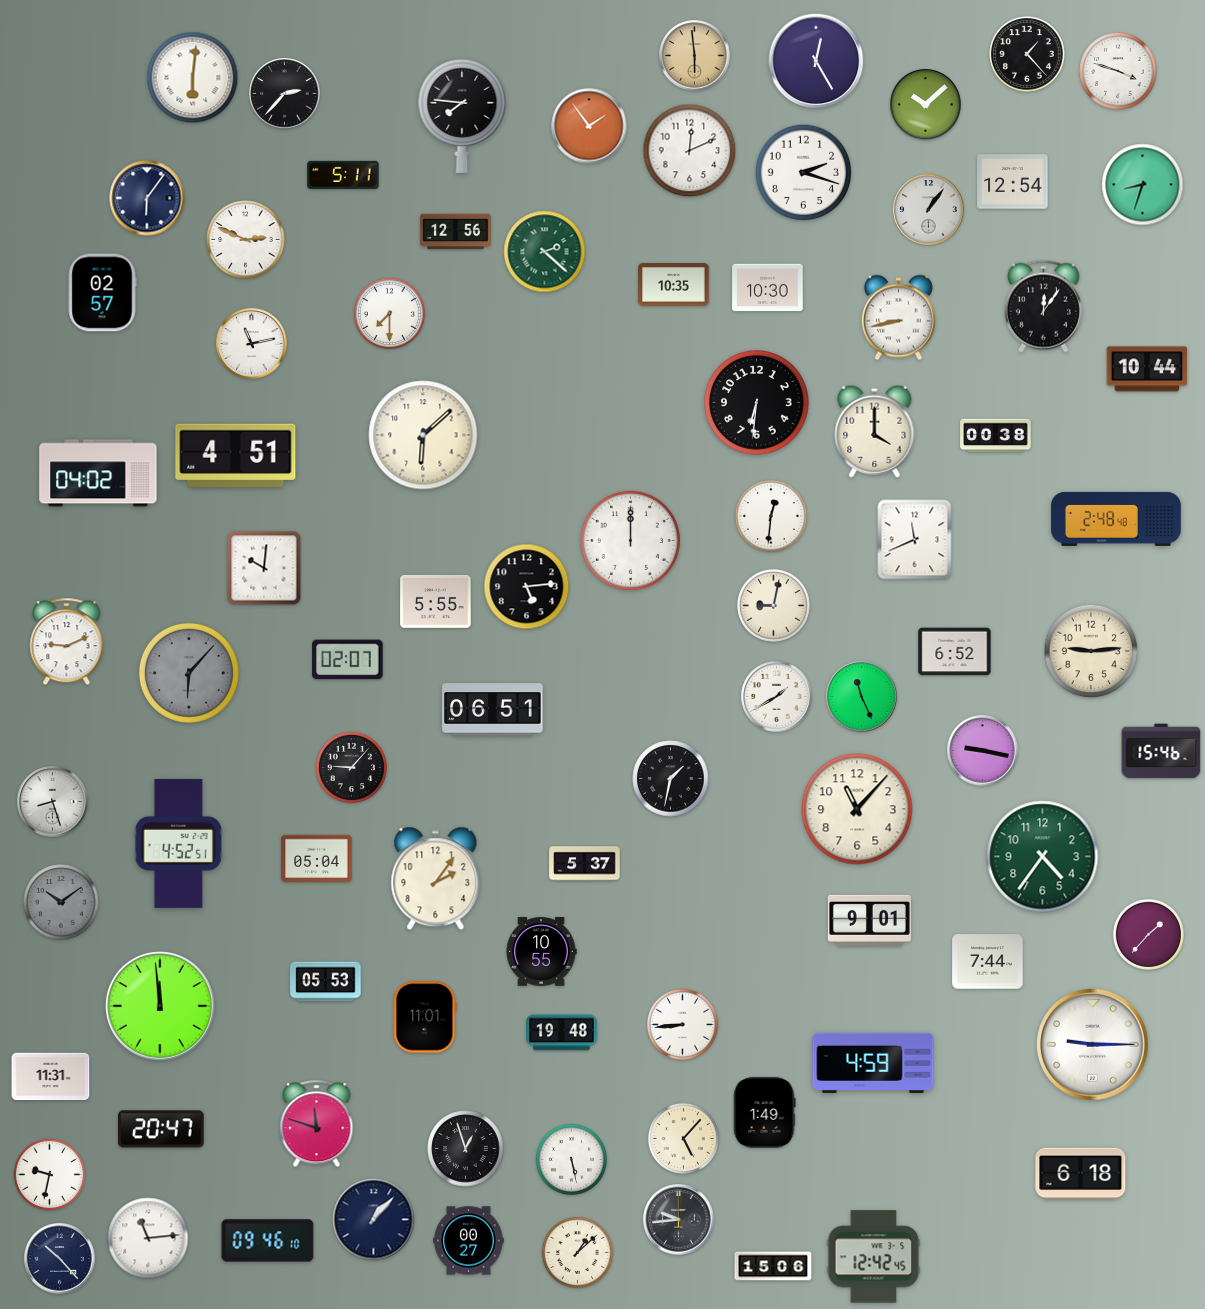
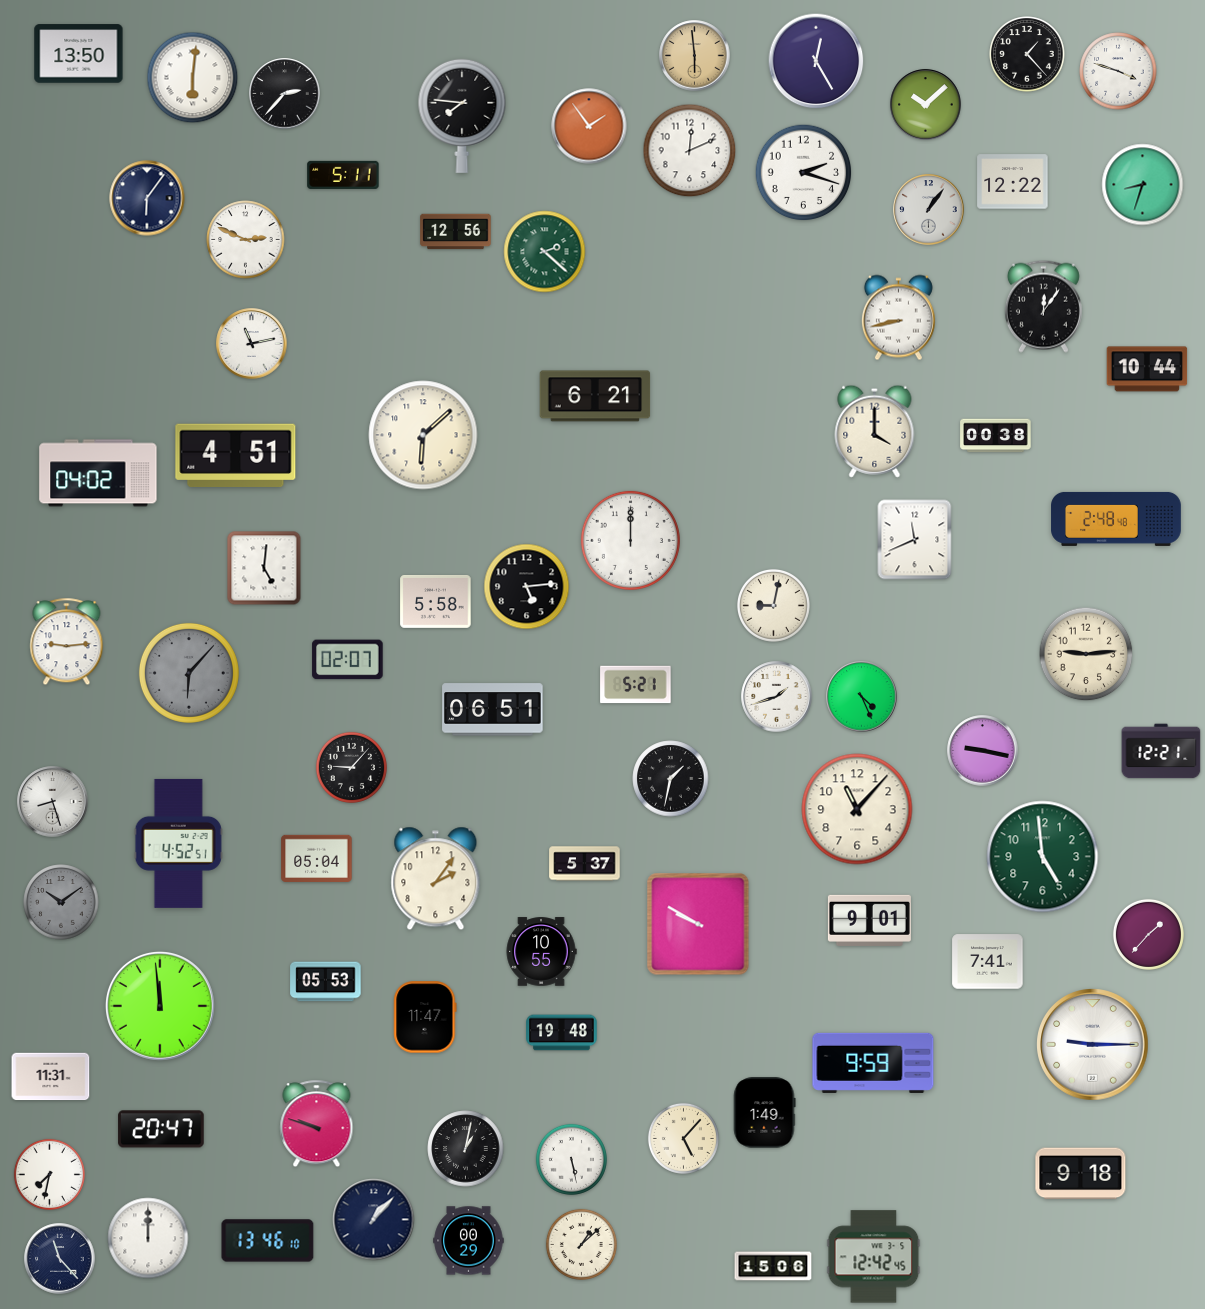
clock at (79, 54): none -> 13:50
clock at (1013, 182): 12:54 -> 12:22
clock at (674, 285): 10:35 -> none
clock at (768, 288): 10:30 -> none
clock at (102, 293): 02:57 -> none
clock at (389, 313): 7:30 -> none
clock at (595, 396): none -> 6:21
clock at (757, 403): 6:31 -> none
clock at (771, 516): 12:31 -> none
clock at (264, 568): 10:01 -> 5:01
clock at (436, 601): 5:55 -> 5:58
clock at (67, 642): 9:11 -> 9:14
clock at (1091, 651) position: (1091, 651) -> (1086, 654)
clock at (955, 652): 6:52 -> none
clock at (636, 685): none -> 5:21
clock at (777, 697): 1:40 -> 1:42
clock at (862, 697): 11:26 -> 4:26
clock at (1161, 751): 15:46 -> 12:21
clock at (1043, 857): 4:36 -> 4:59
clock at (698, 924): none -> 9:50
clock at (988, 962): 7:44 -> 7:41
clock at (425, 1017): 11:01 -> 11:47
clock at (682, 1024): 8:44 -> none
clock at (873, 1063): 4:59 -> 9:59
clock at (317, 1124): 11:48 -> 9:48
clock at (466, 1149): 12:57 -> 1:02
clock at (49, 1174): 9:32 -> 7:32
clock at (1081, 1174): 6:18 -> 9:18
clock at (679, 1220): 9:44 -> none
clock at (148, 1238): 11:14 -> 12:00
clock at (268, 1241): 09:46 -> 13:46
clock at (469, 1241): 00:27 -> 00:29
clock at (577, 1252) position: (577, 1252) -> (581, 1244)
clock at (60, 1259): 10:23 -> 11:23
